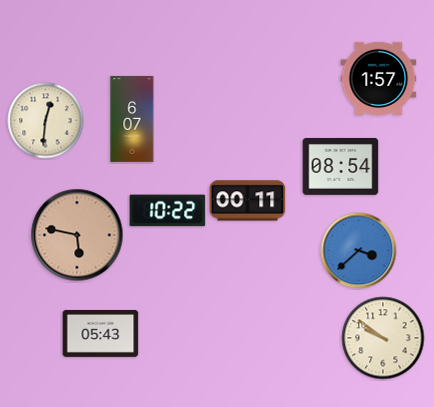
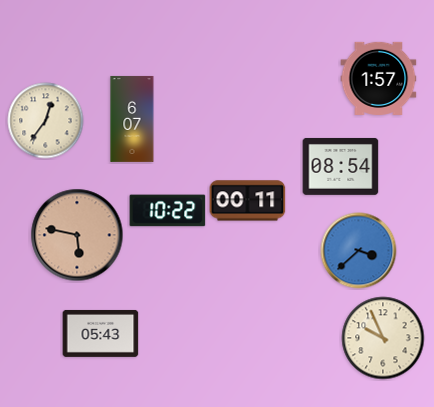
clock at (46, 121): 12:31 -> 12:36
clock at (383, 338): 9:51 -> 9:56
